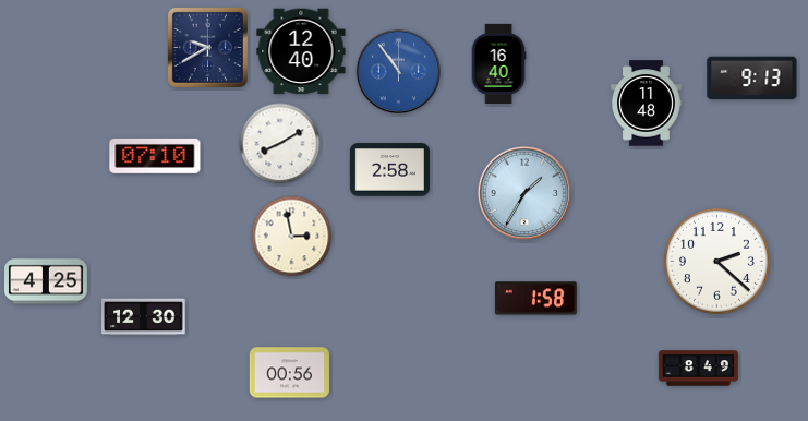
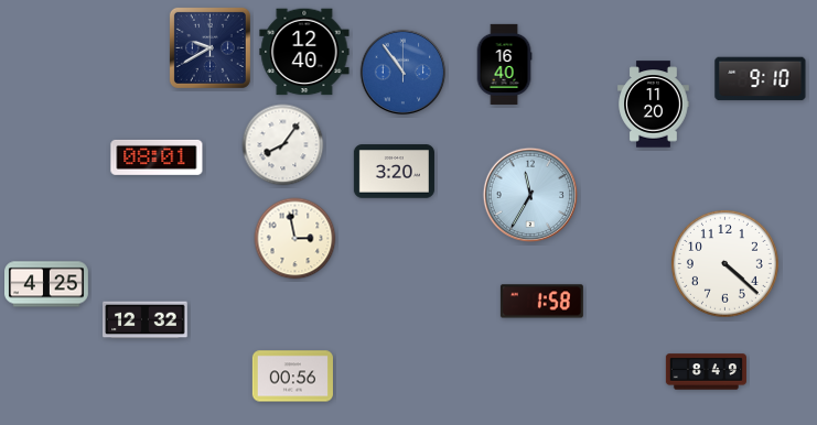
clock at (752, 79): 9:13 -> 9:10
clock at (647, 104): 11:48 -> 11:20
clock at (280, 144): 8:10 -> 8:06
clock at (155, 156): 07:10 -> 08:01
clock at (389, 170): 2:58 -> 3:20
clock at (523, 192): 1:35 -> 11:35
clock at (716, 261): 2:22 -> 4:22
clock at (144, 317): 12:30 -> 12:32
